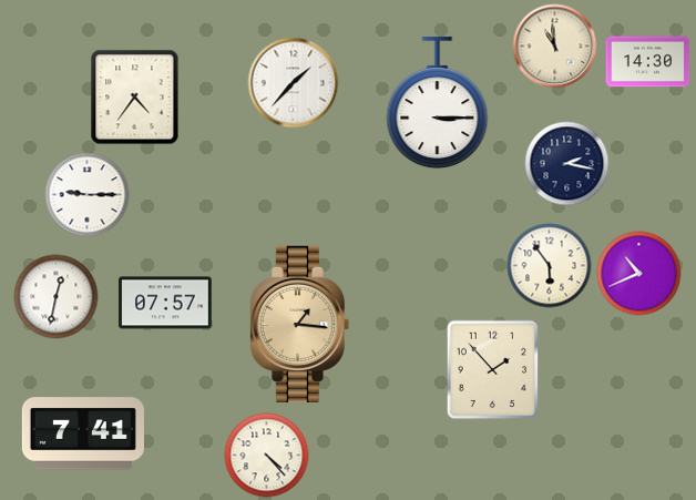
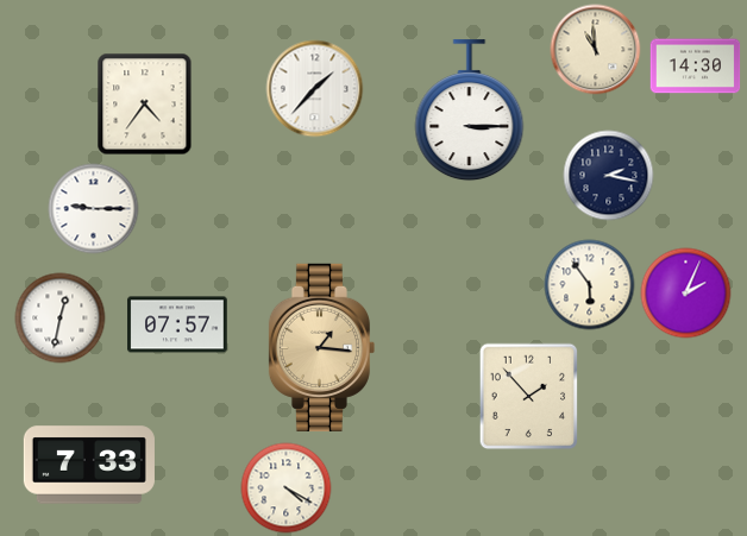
clock at (639, 274): 10:41 -> 2:04
clock at (83, 433): 7:41 -> 7:33
clock at (267, 456): 4:23 -> 4:20
